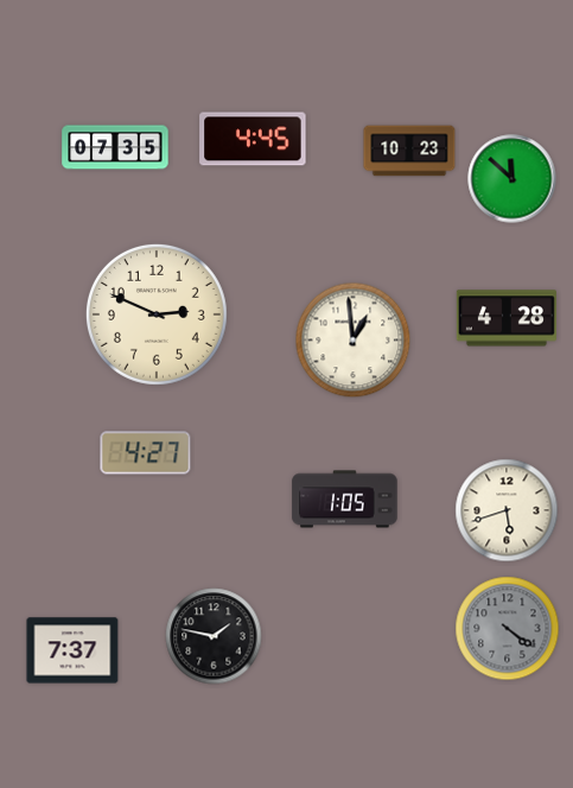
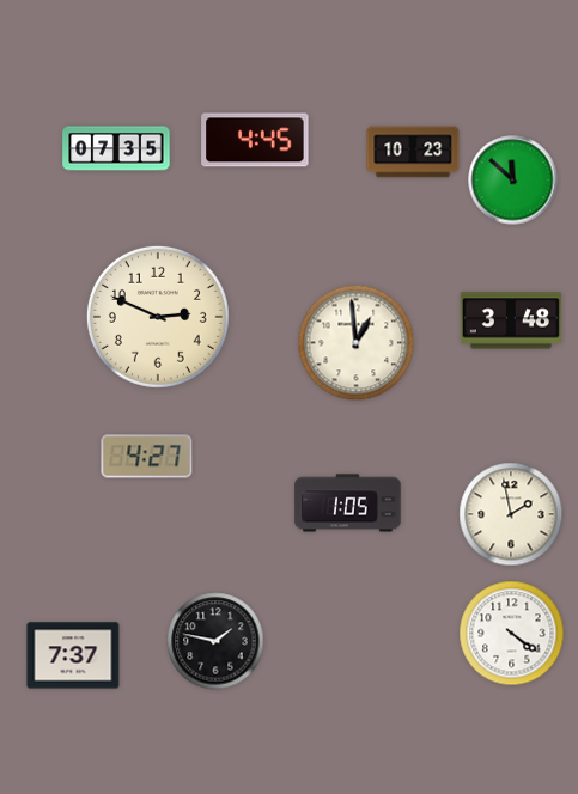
clock at (512, 179) position: (512, 179) -> (513, 181)
clock at (507, 318): 4:28 -> 3:48
clock at (507, 510): 5:42 -> 1:58
clock at (508, 629) dial: grey -> white
